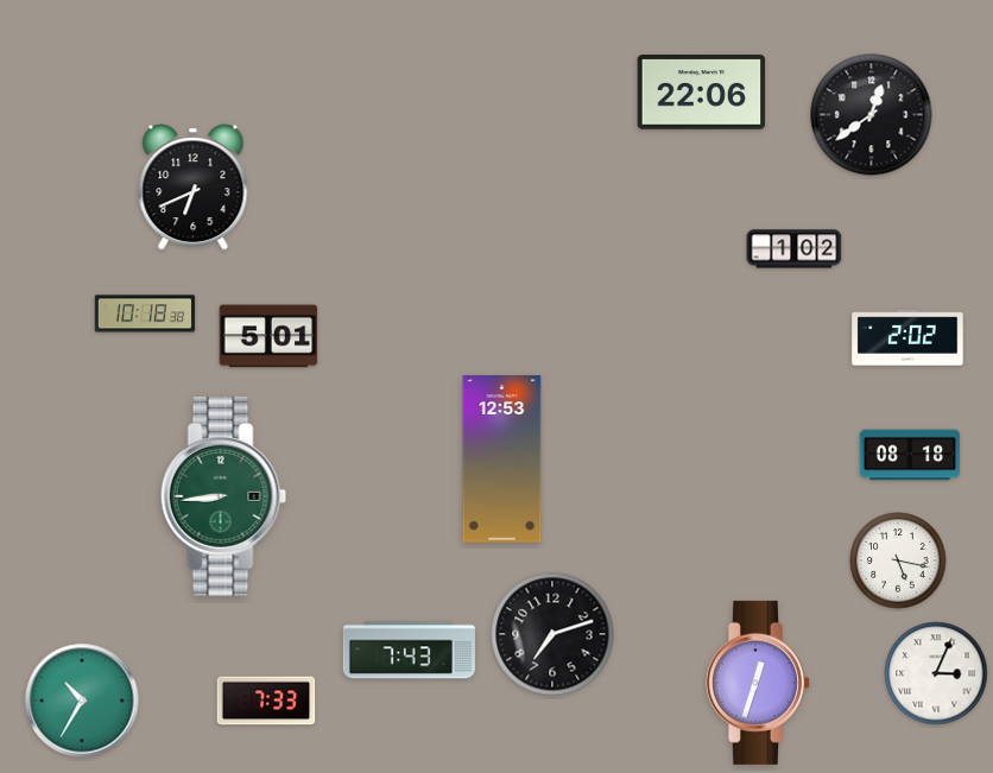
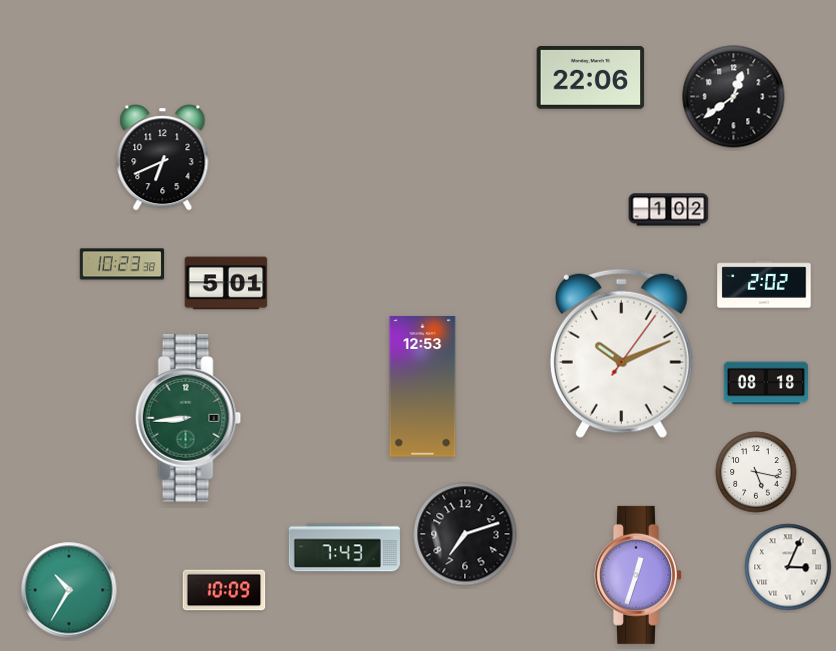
clock at (145, 313): 10:18 -> 10:23
clock at (621, 354): none -> 10:11
clock at (266, 701): 7:33 -> 10:09
